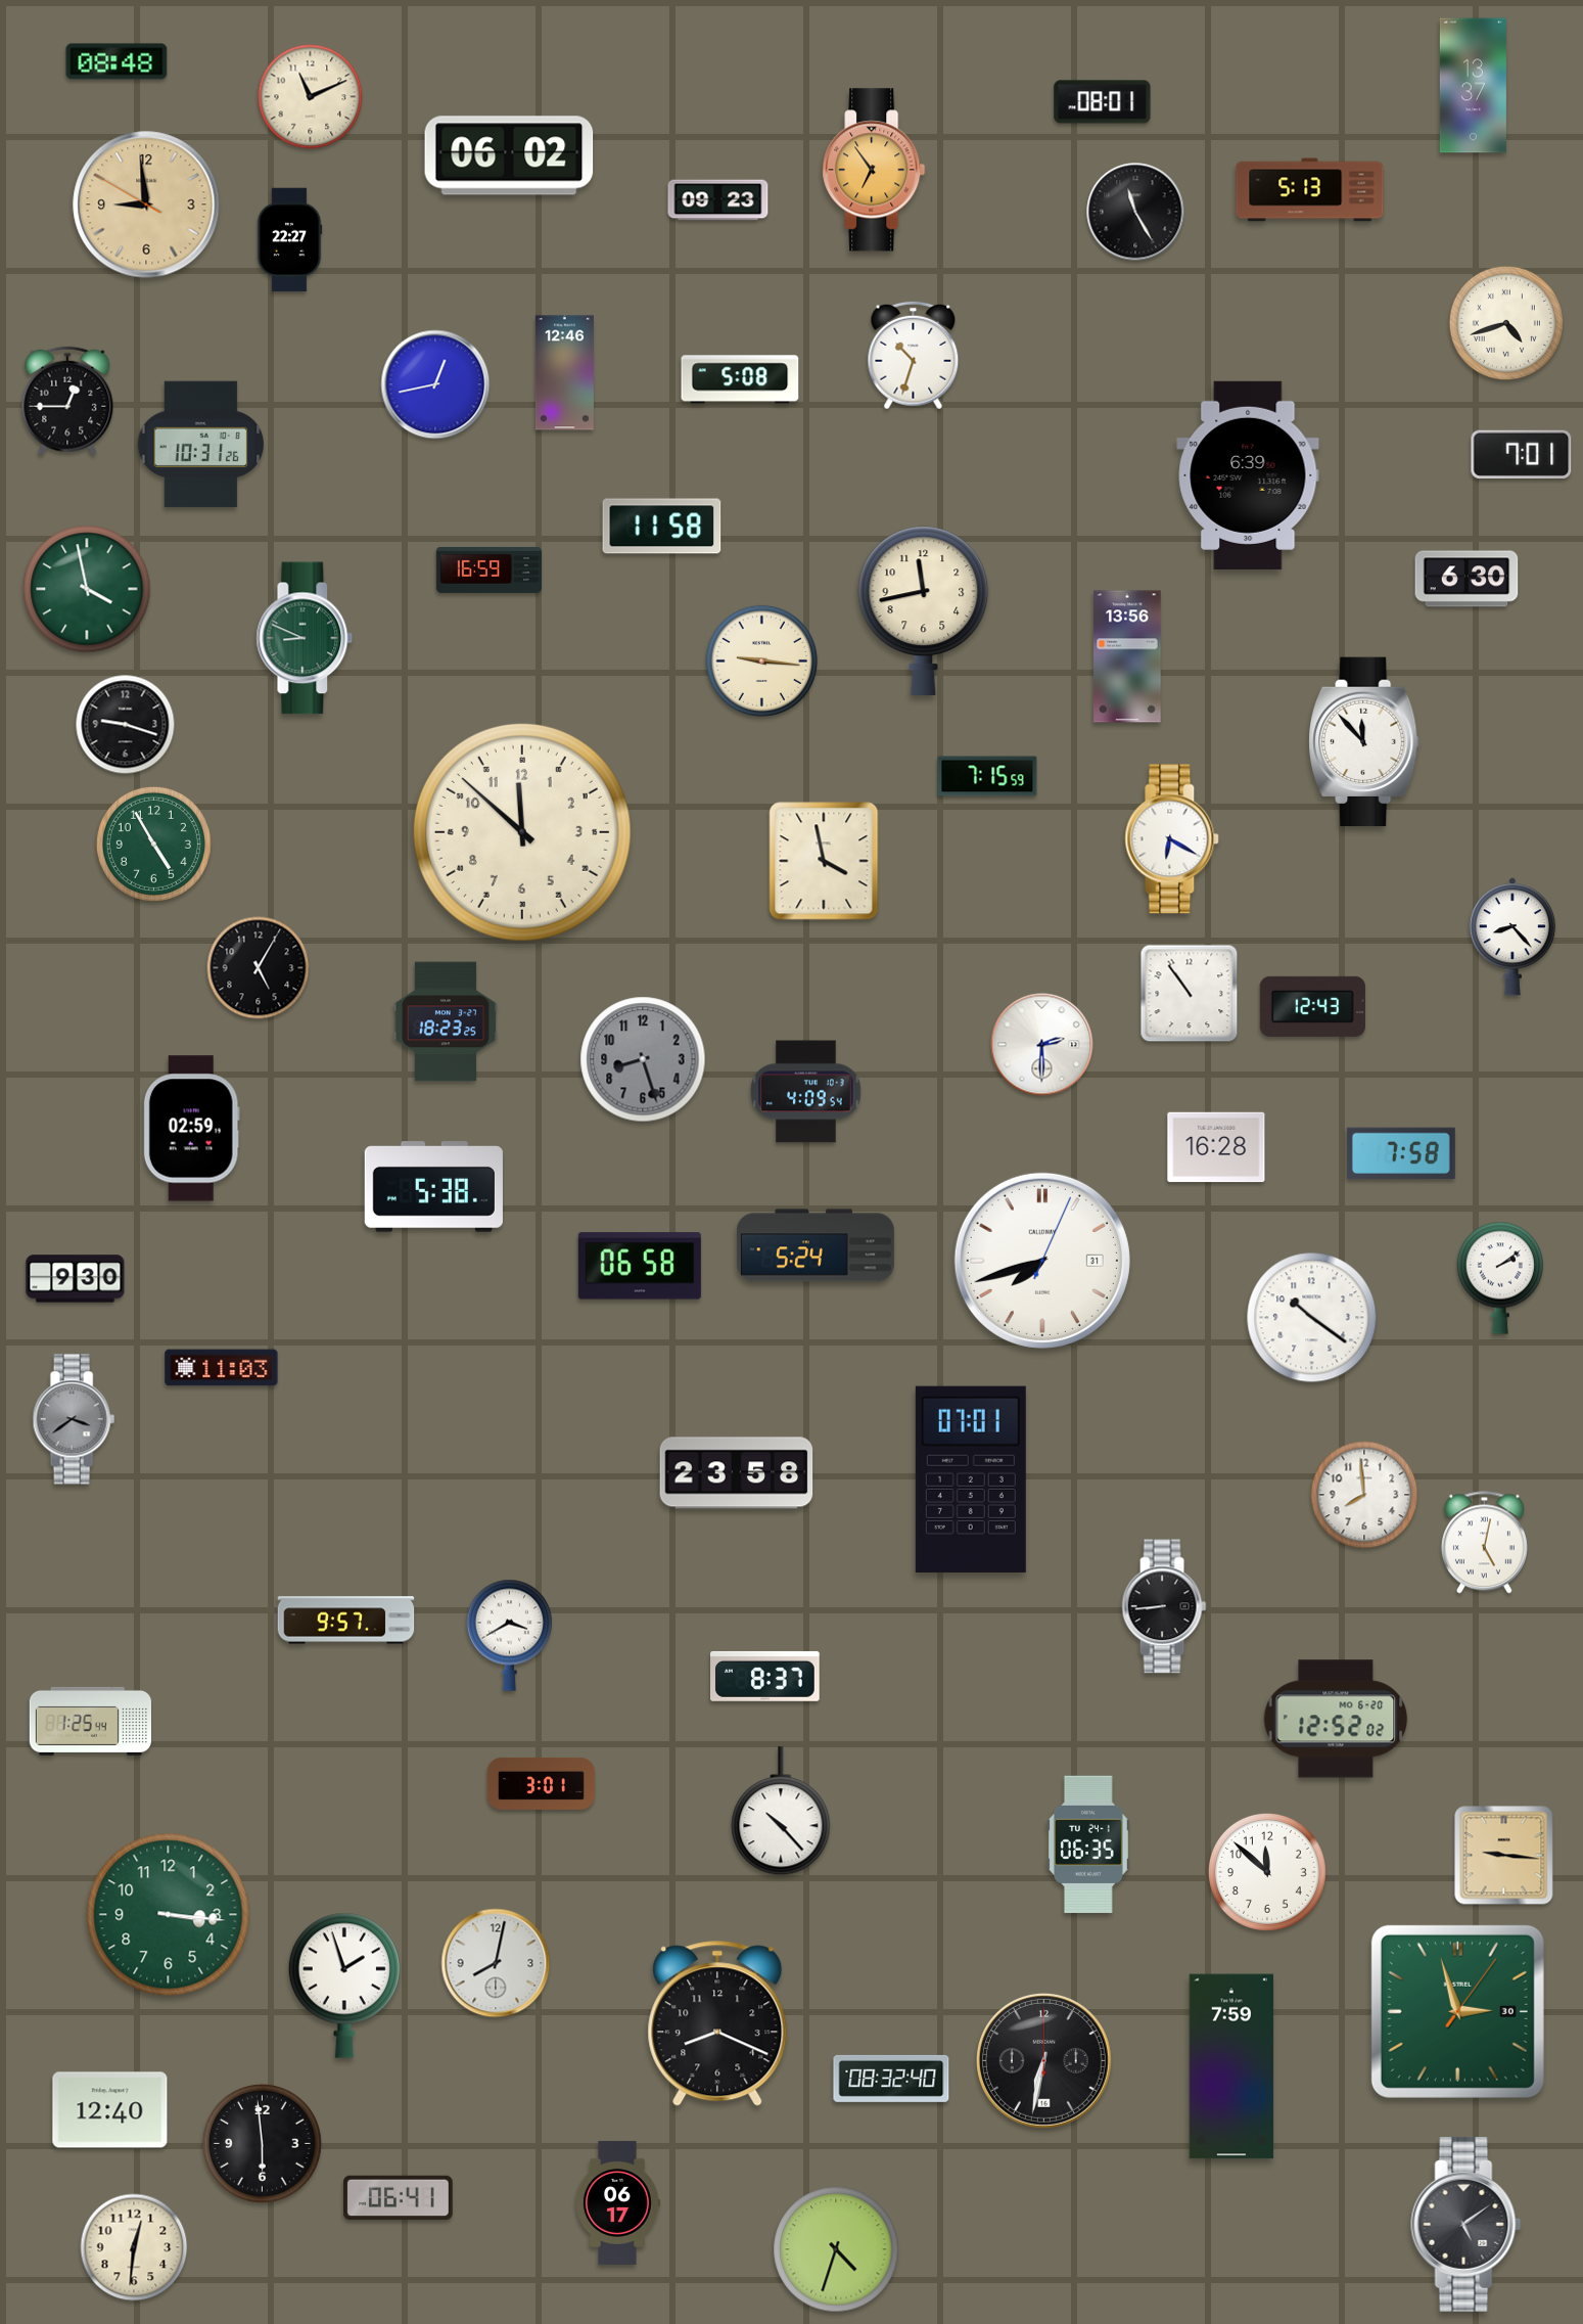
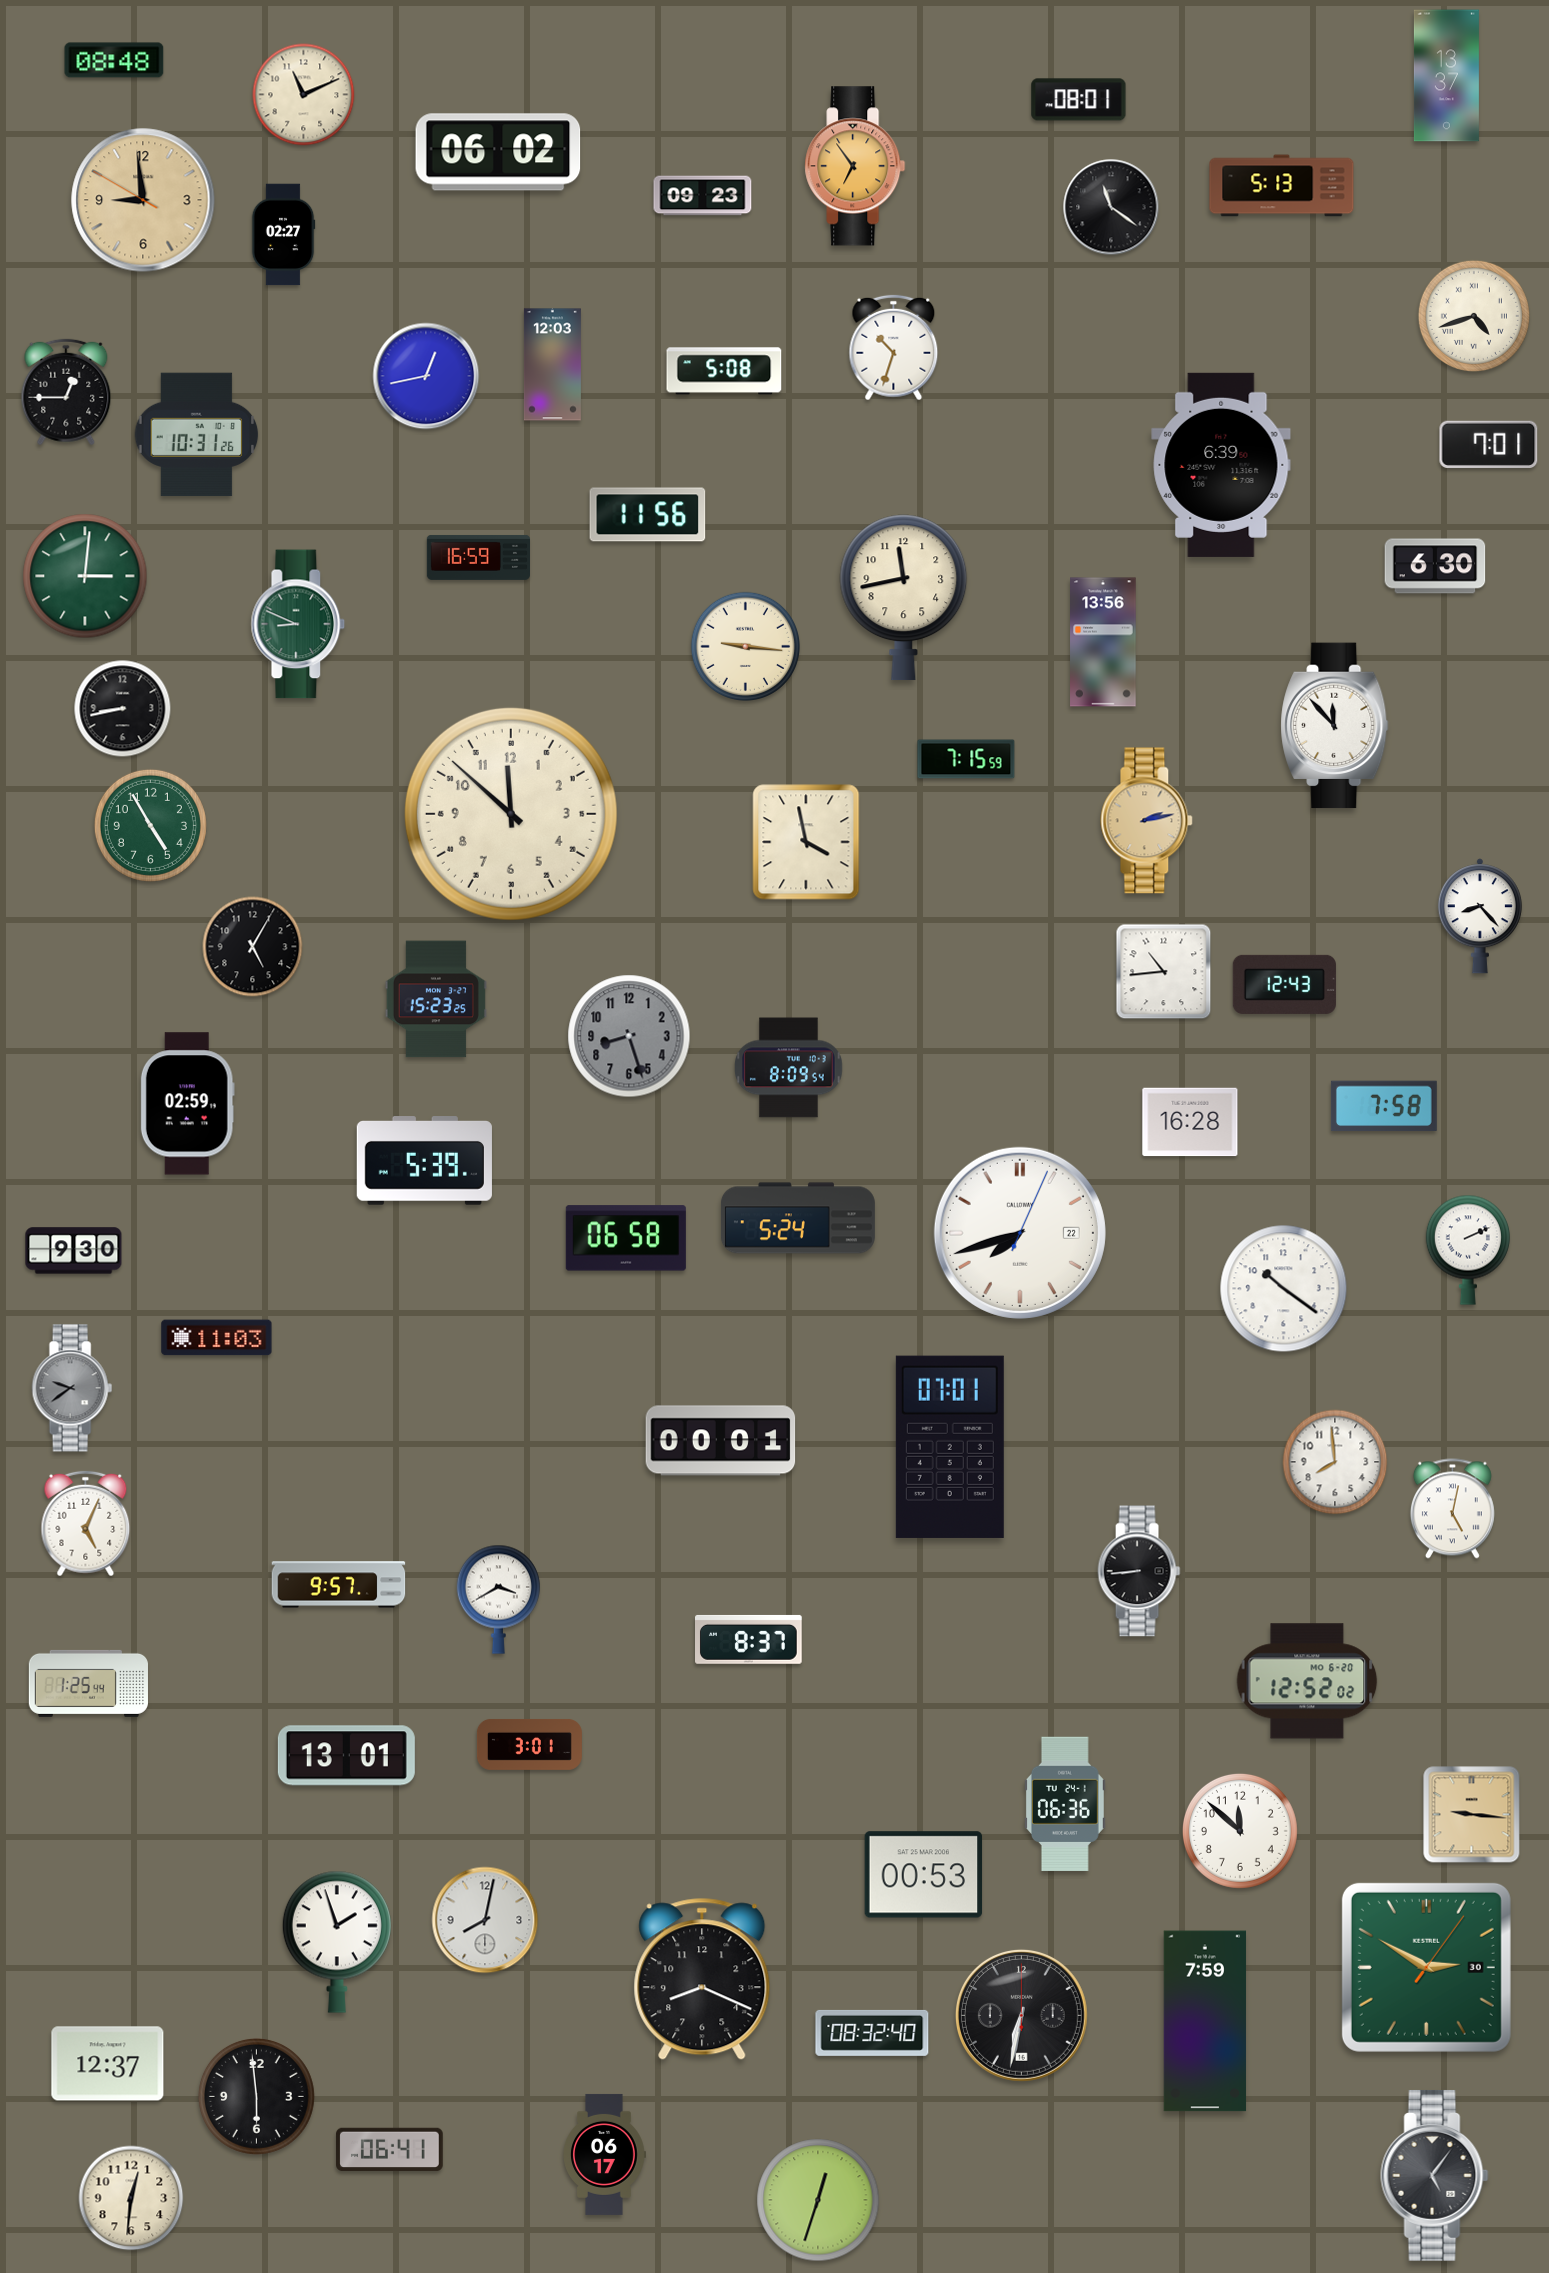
clock at (1473, 86) position: (1473, 86) -> (1446, 76)
clock at (1135, 212): 11:25 -> 11:21
clock at (289, 240): 22:27 -> 02:27
clock at (564, 373): 12:46 -> 12:03
clock at (662, 527): 11:58 -> 11:56
clock at (87, 589): 3:58 -> 3:01
clock at (126, 725): 9:18 -> 8:43
clock at (1172, 839): 6:20 -> 2:13
clock at (1172, 839) dial: white -> champagne
clock at (1190, 994): 10:54 -> 10:44
clock at (446, 1021): 18:23 -> 15:23
clock at (1042, 1045): 2:30 -> none
clock at (806, 1092): 4:09 -> 8:09
clock at (1401, 1153) position: (1401, 1153) -> (1384, 1106)
clock at (433, 1187): 5:38 -> 5:39
clock at (1042, 1261) date: 31 -> 22
clock at (1500, 1278): 2:09 -> 2:11
clock at (74, 1419): 3:39 -> 9:39
clock at (737, 1473): 23:58 -> 00:01
clock at (86, 1524): none -> 5:04
clock at (346, 1756): none -> 13:01
clock at (781, 1812): 10:23 -> none
clock at (1088, 1843): 06:35 -> 06:36
clock at (169, 1915): 3:16 -> none
clock at (924, 1875): none -> 00:53
clock at (1457, 2011): 2:57 -> 2:50
clock at (110, 2110): 12:40 -> 12:37
clock at (1466, 2224): 5:09 -> 5:06
clock at (836, 2249): 4:33 -> 12:33
